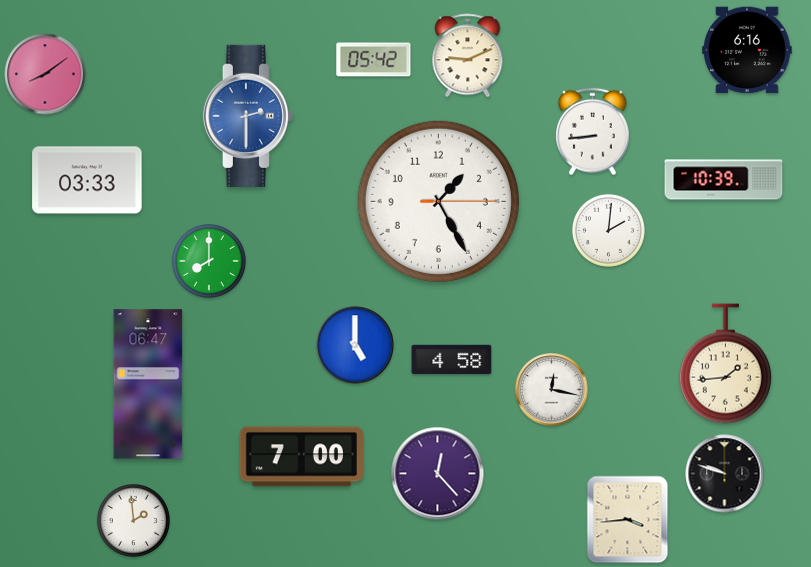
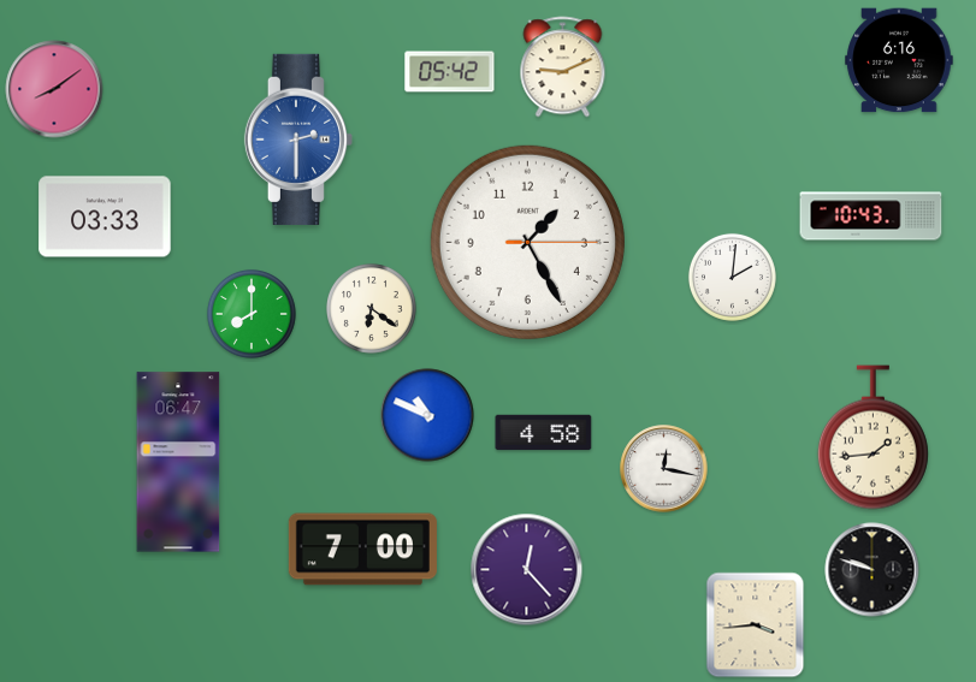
clock at (593, 132): 8:44 -> none
clock at (724, 180): 10:39 -> 10:43
clock at (372, 309): none -> 6:21
clock at (355, 345): 5:00 -> 10:49
clock at (133, 520): 1:59 -> none
